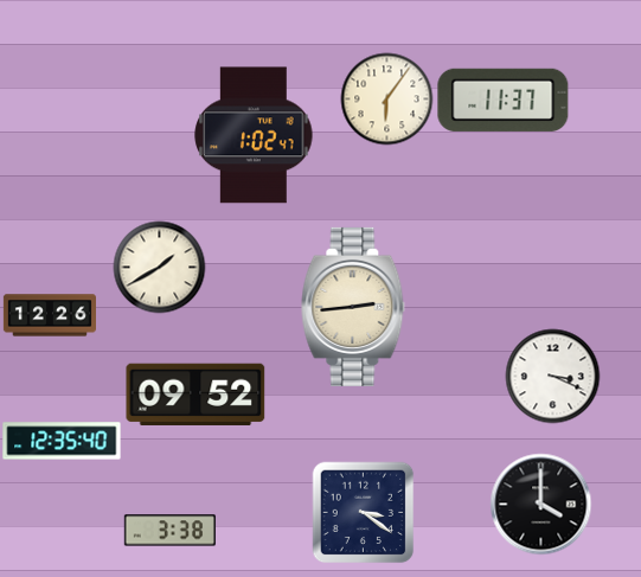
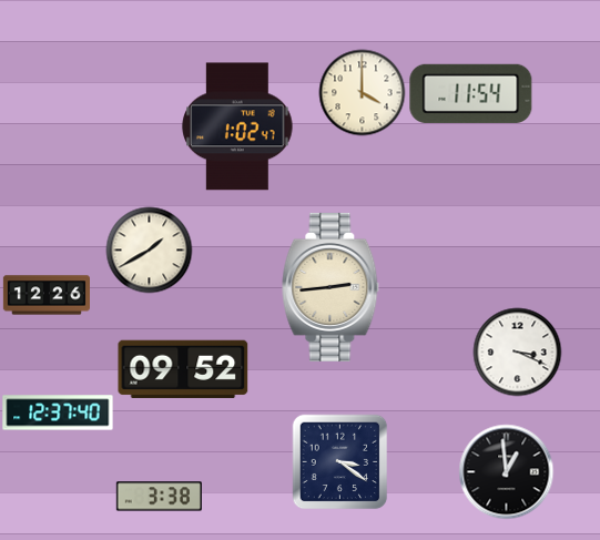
clock at (386, 98): 6:06 -> 4:00
clock at (504, 100): 11:37 -> 11:54
clock at (62, 441): 12:35 -> 12:37
clock at (540, 504): 4:00 -> 12:59
clock at (363, 512) position: (363, 512) -> (339, 461)
